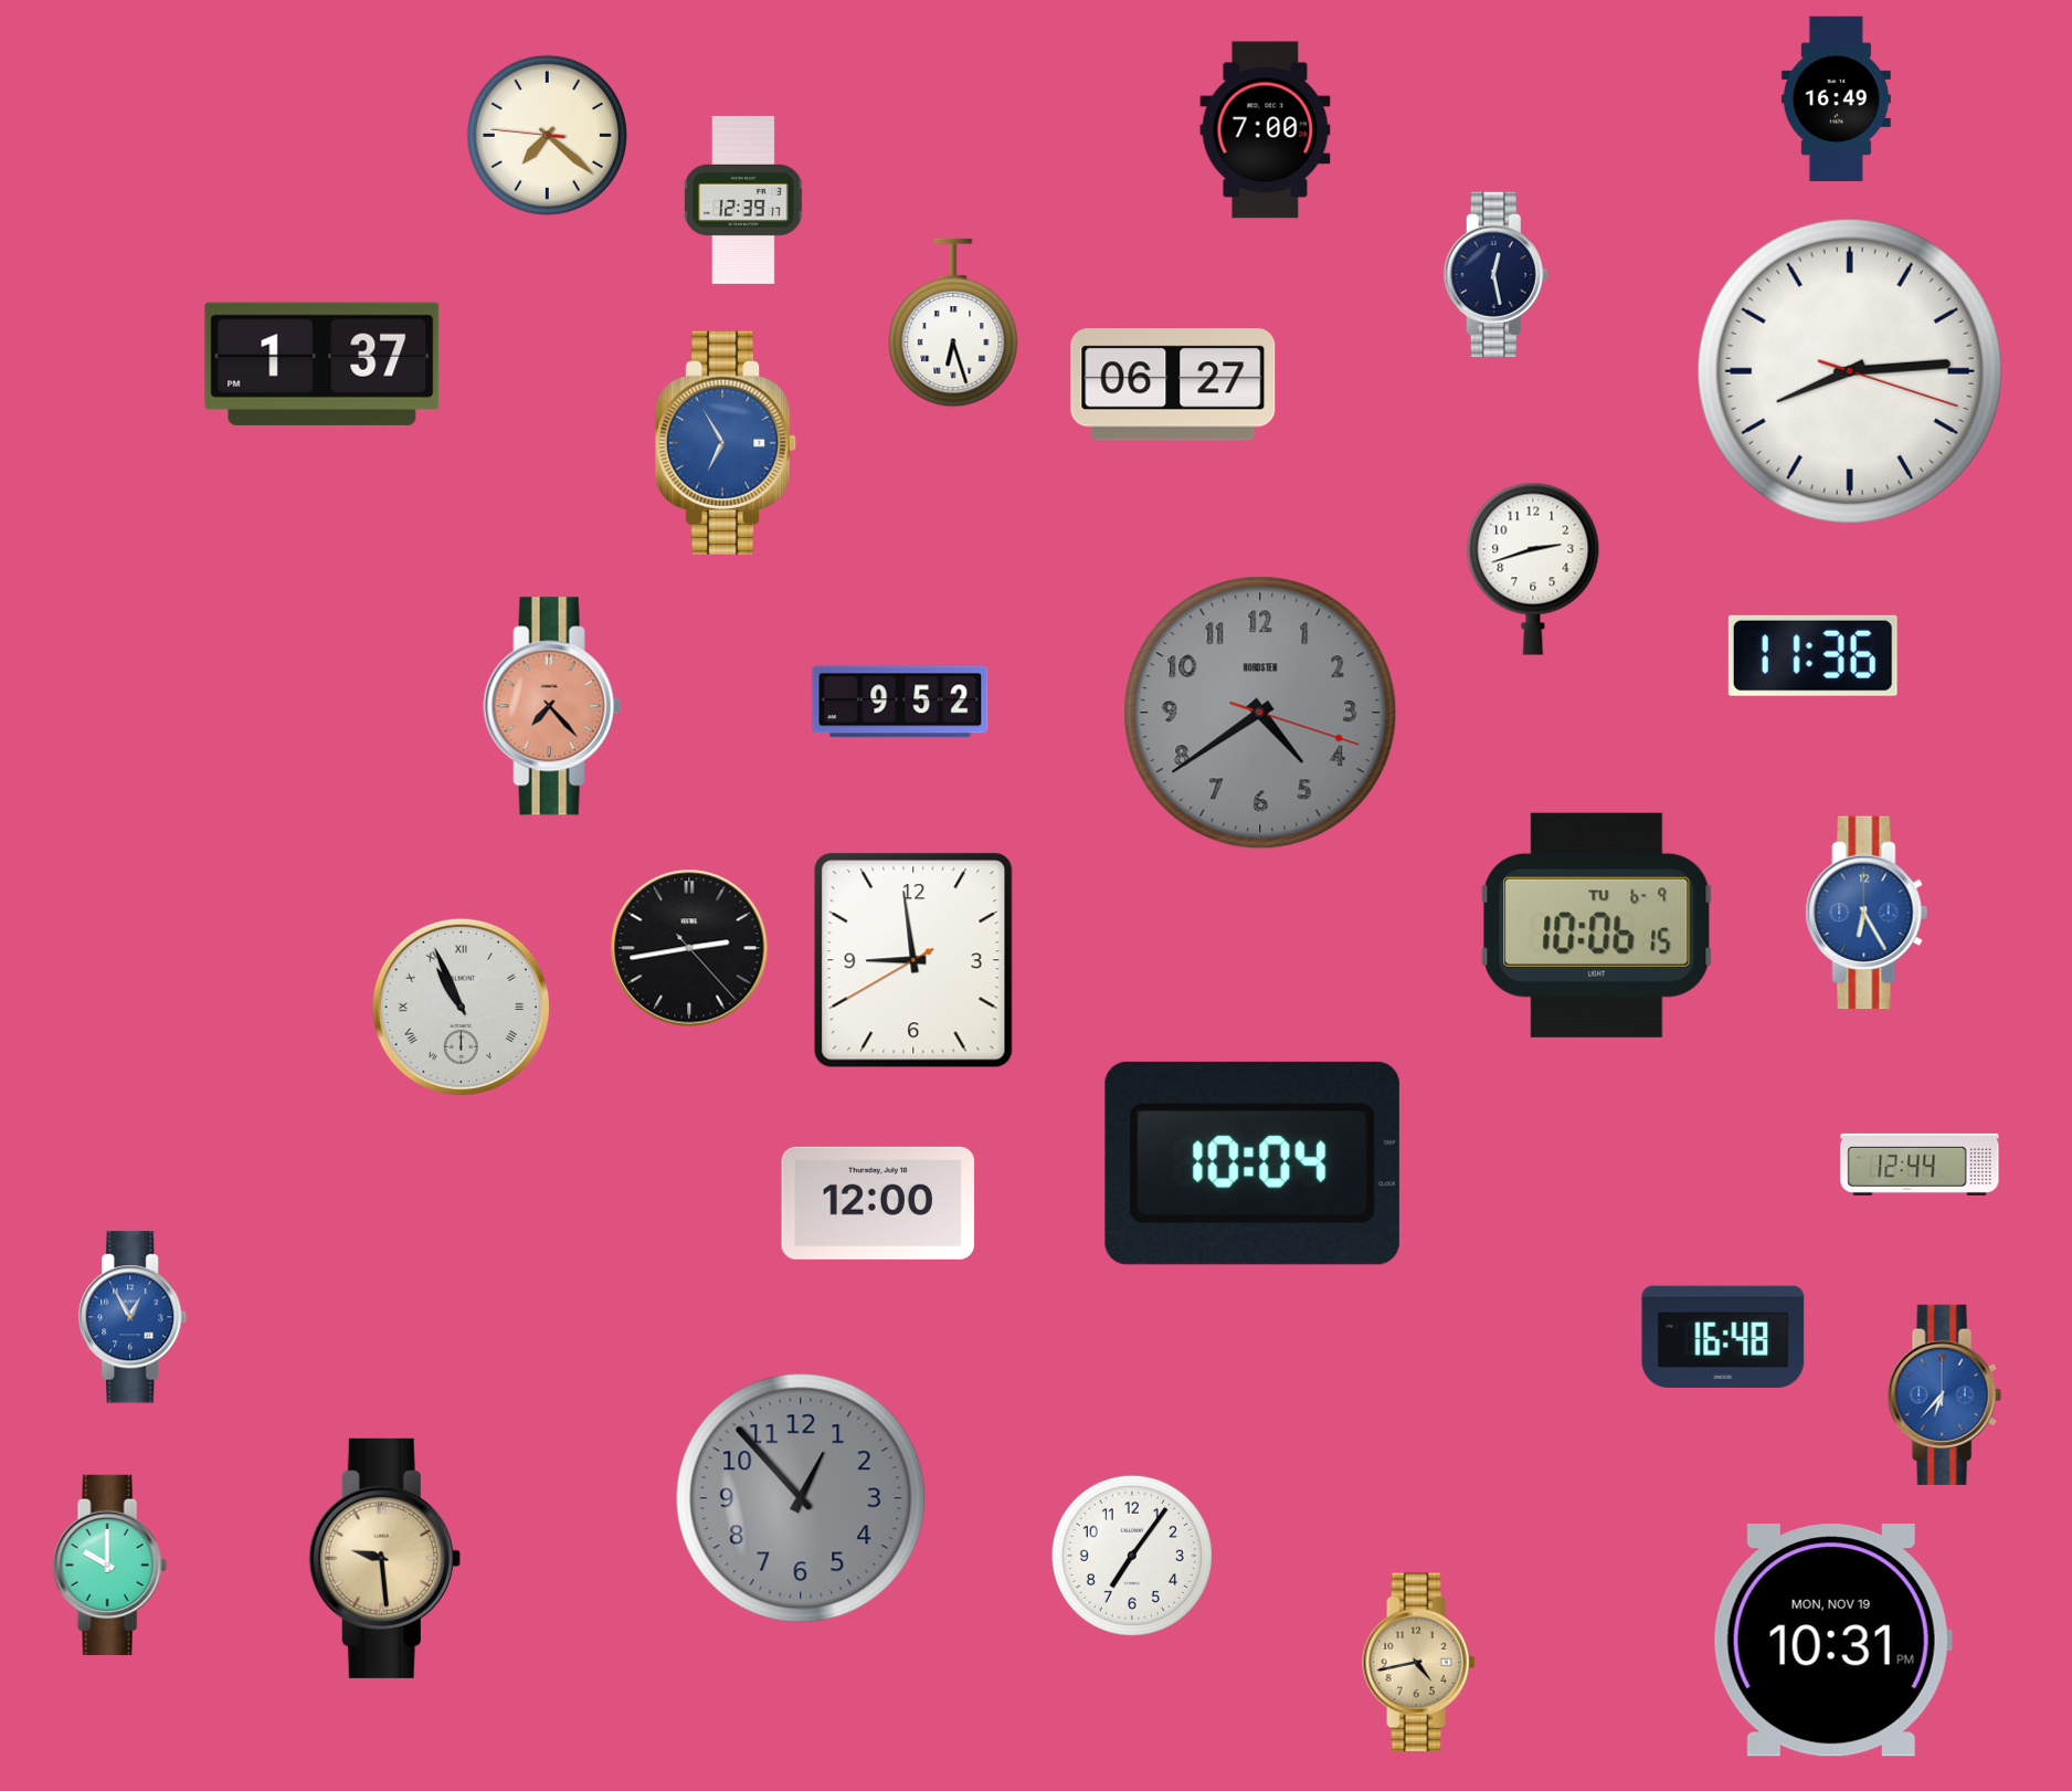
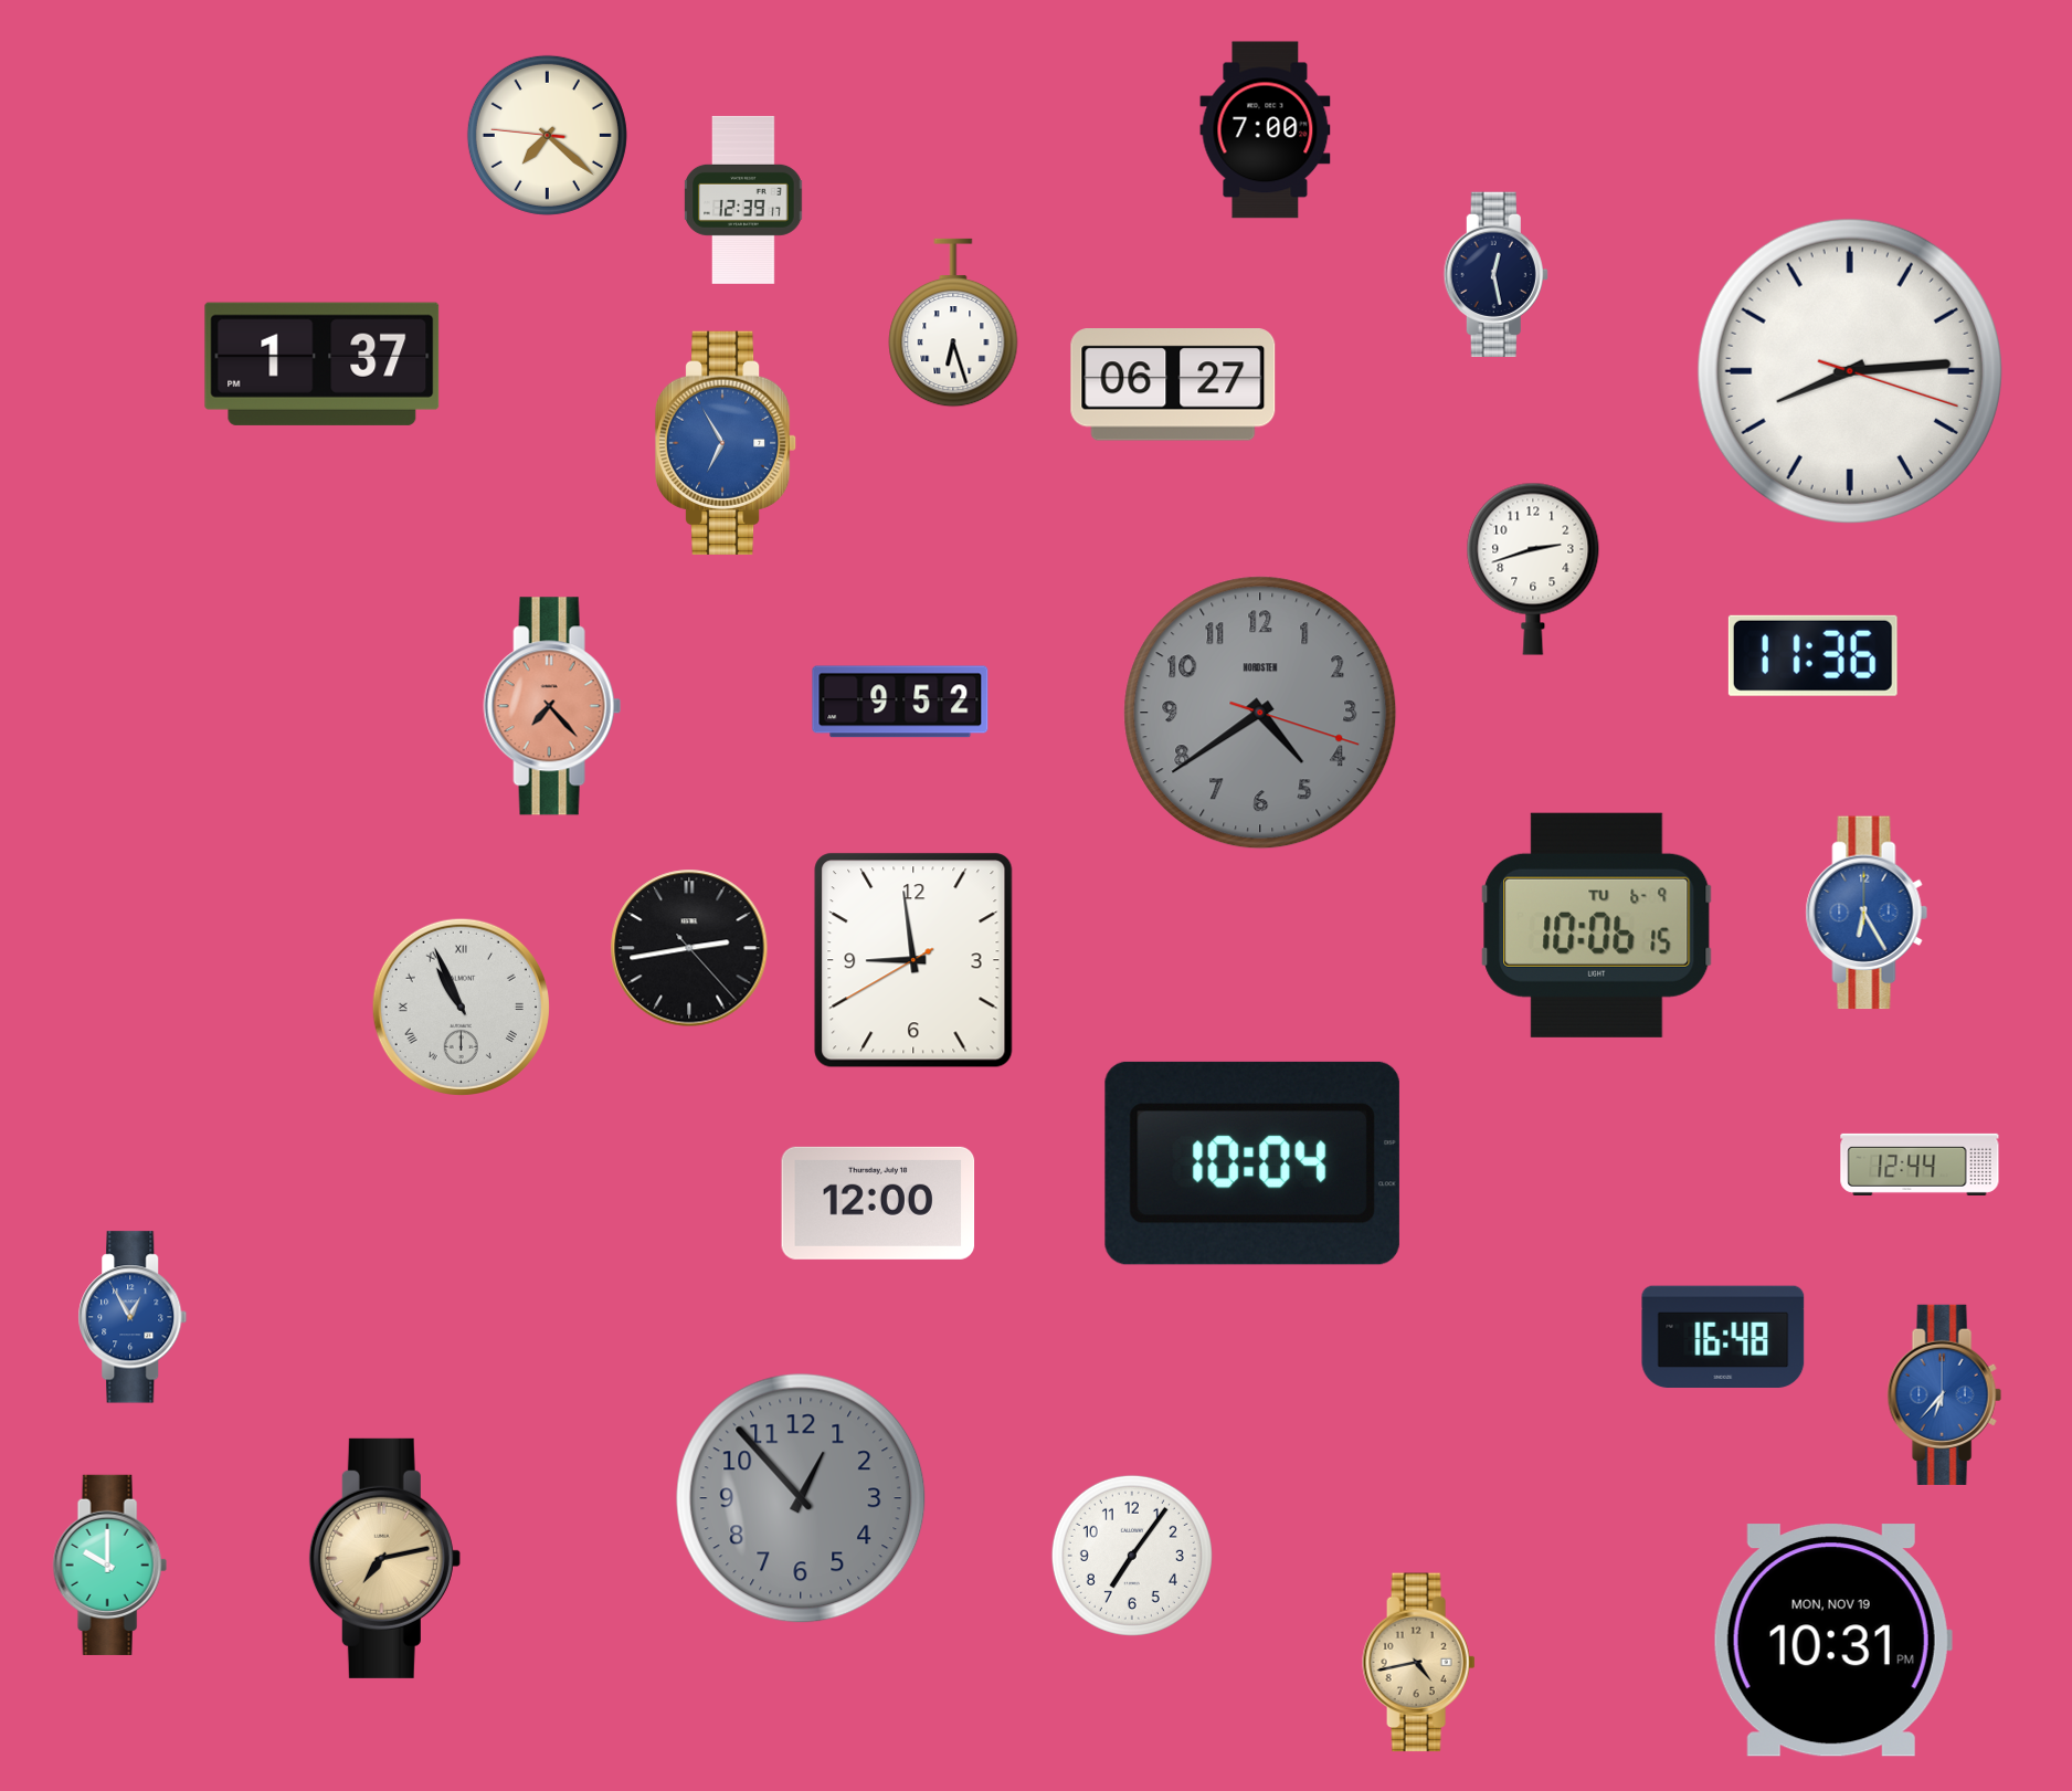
clock at (1836, 99): 16:49 -> none
clock at (384, 1558): 9:29 -> 7:13
